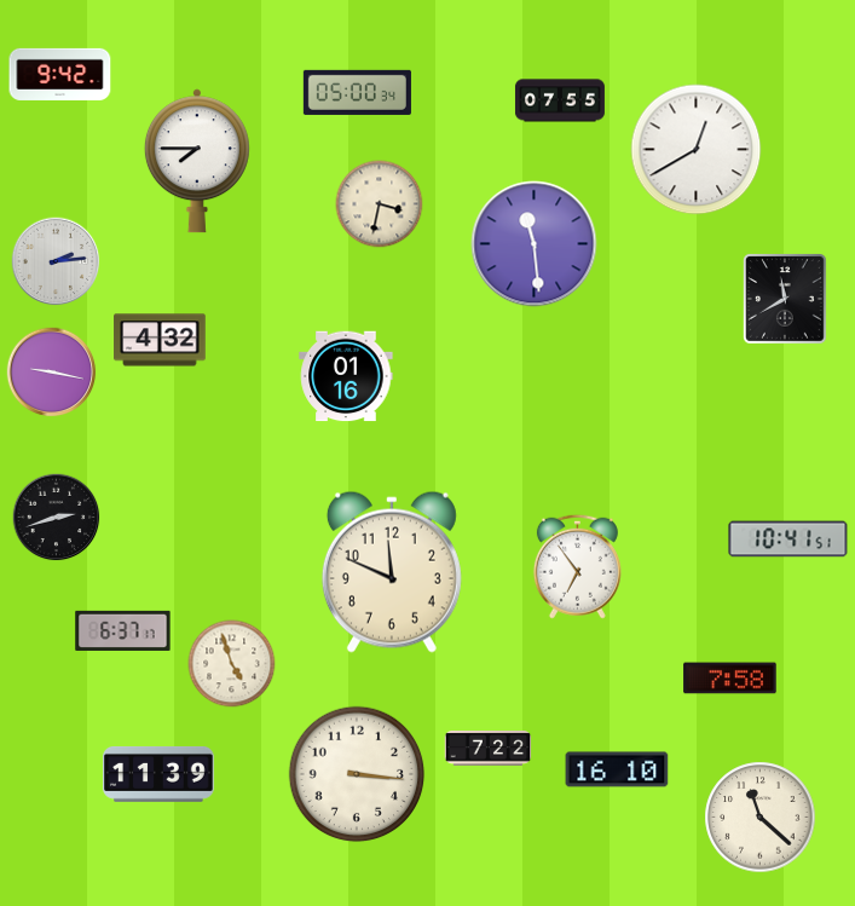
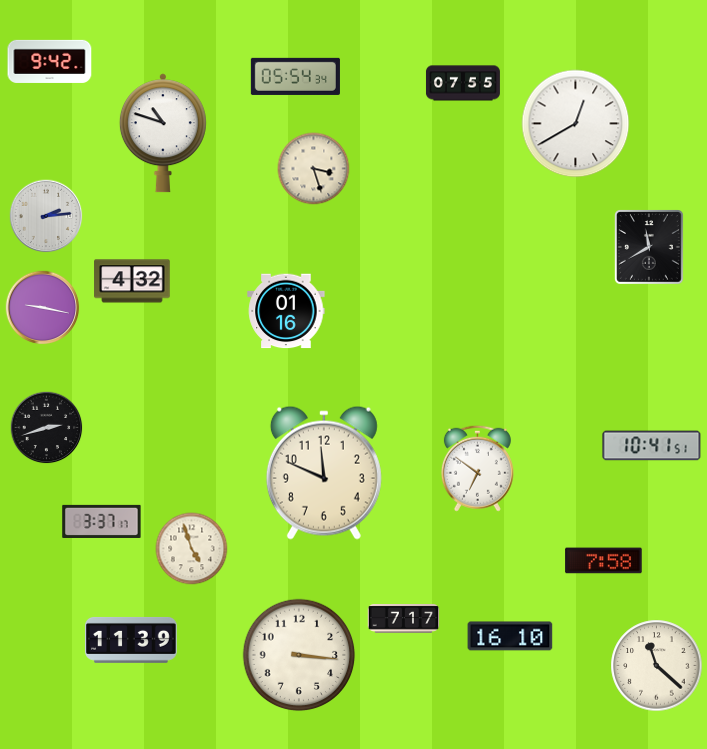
clock at (357, 92): 05:00 -> 05:54
clock at (197, 161): 7:45 -> 10:48
clock at (380, 204): 3:32 -> 3:27
clock at (535, 244): 11:29 -> none
clock at (577, 566): 6:54 -> 6:51
clock at (123, 630): 6:37 -> 3:37
clock at (489, 749): 7:22 -> 7:17
clock at (357, 774) position: (357, 774) -> (299, 655)
clock at (761, 818) position: (761, 818) -> (657, 666)
